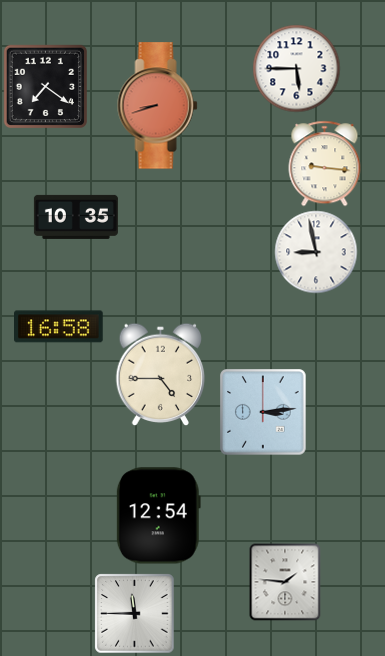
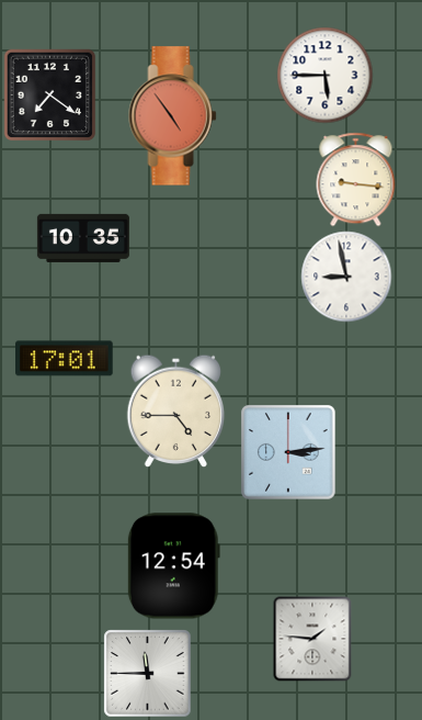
clock at (158, 106): 8:42 -> 4:54
clock at (59, 327): 16:58 -> 17:01
